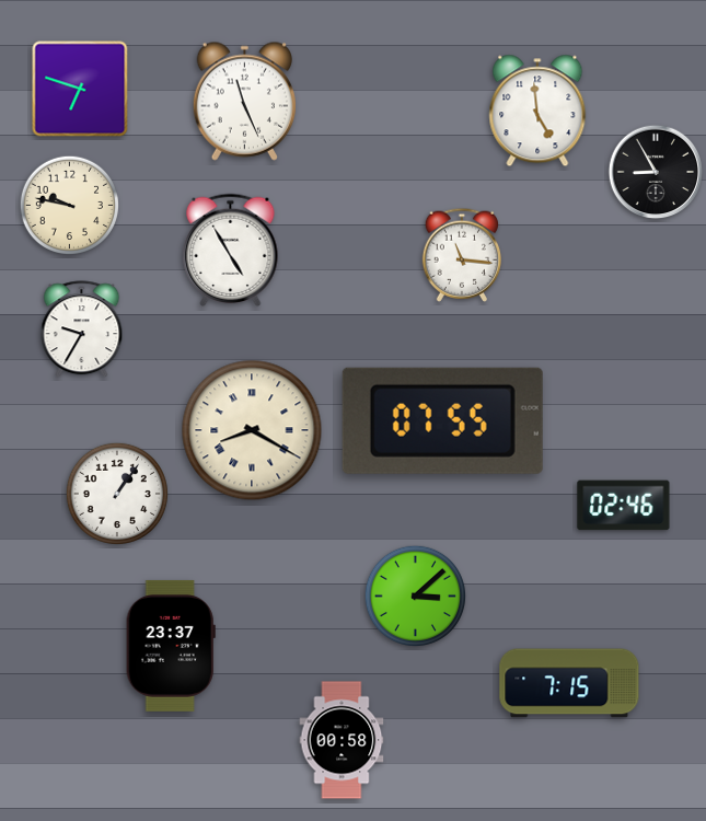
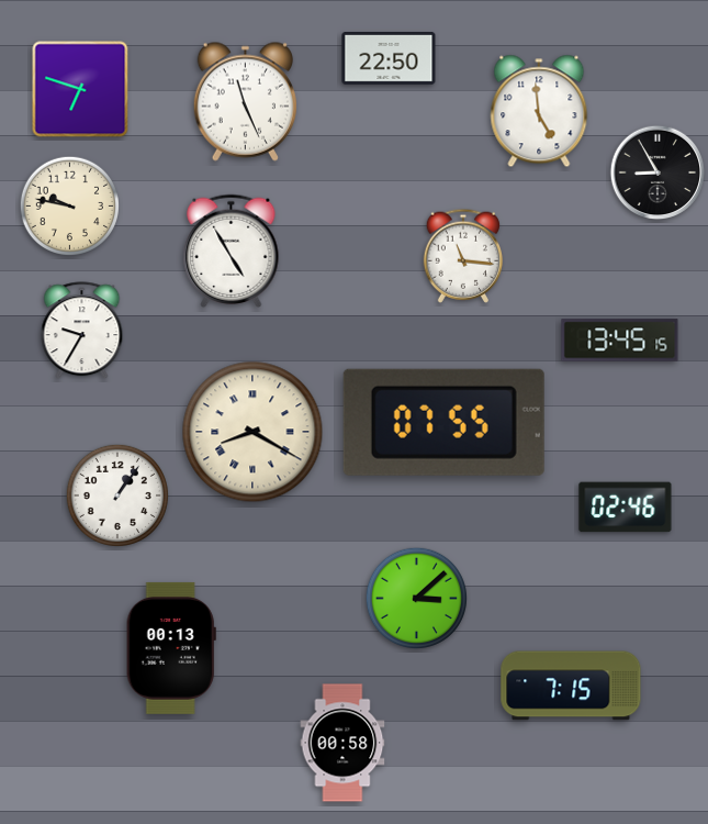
clock at (389, 59): none -> 22:50
clock at (620, 341): none -> 13:45
clock at (171, 646): 23:37 -> 00:13
